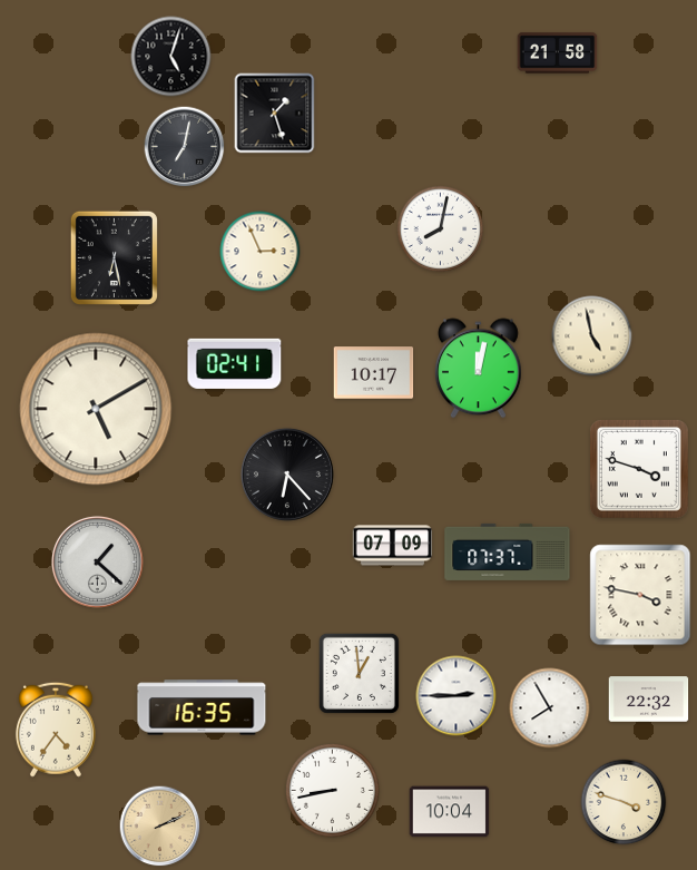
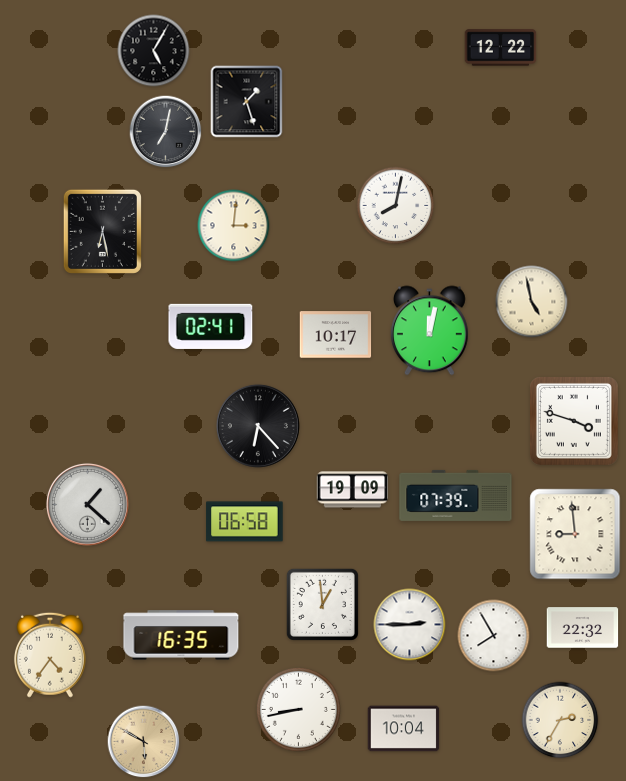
clock at (558, 53): 21:58 -> 12:22
clock at (171, 57): 5:03 -> 5:05
clock at (261, 252): 2:56 -> 3:01
clock at (96, 409): 5:10 -> none
clock at (393, 546): 07:09 -> 19:09
clock at (508, 551): 07:37 -> 07:39
clock at (245, 522): none -> 06:58
clock at (640, 595): 3:47 -> 8:59
clock at (624, 802): 3:48 -> 2:35
clock at (160, 827): 2:11 -> 5:50
